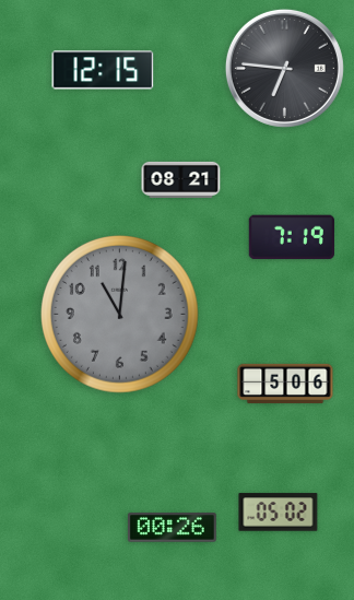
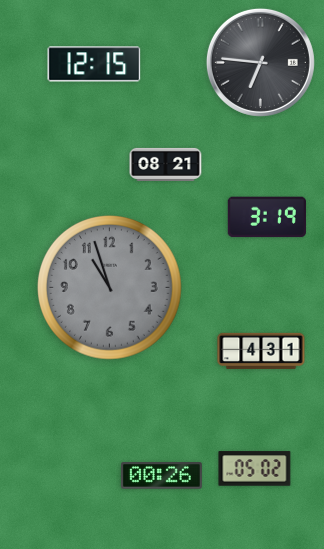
clock at (292, 237): 7:19 -> 3:19
clock at (119, 314): 11:01 -> 10:57
clock at (285, 384): 5:06 -> 4:31
clock at (172, 528) position: (172, 528) -> (161, 476)
